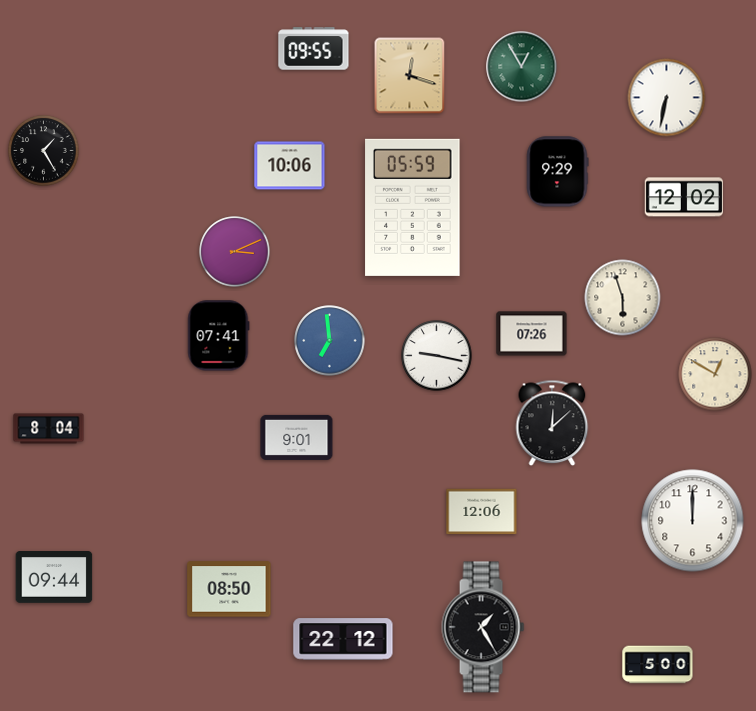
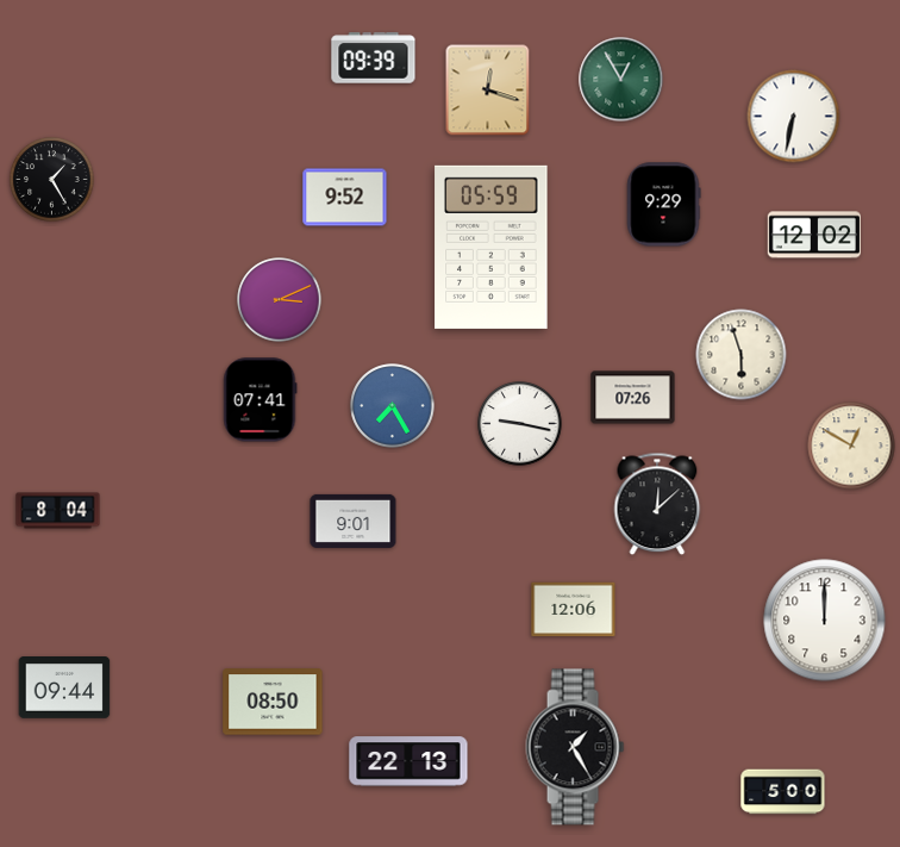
clock at (314, 49): 09:55 -> 09:39
clock at (290, 166): 10:06 -> 9:52
clock at (330, 341): 6:59 -> 7:25
clock at (343, 639): 22:12 -> 22:13
